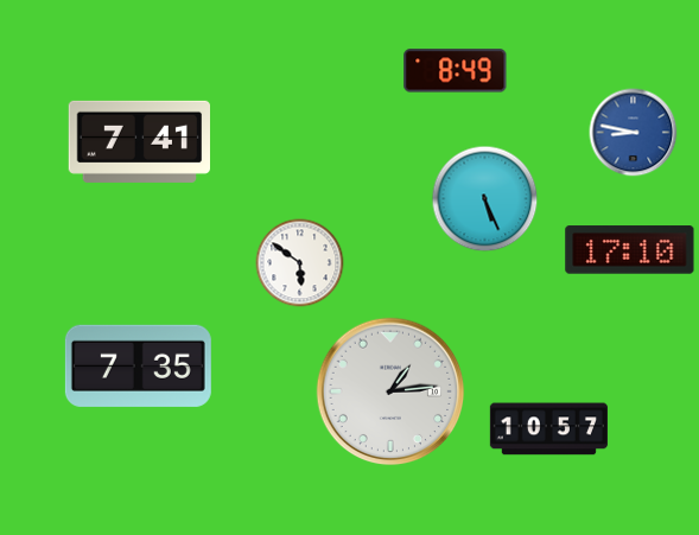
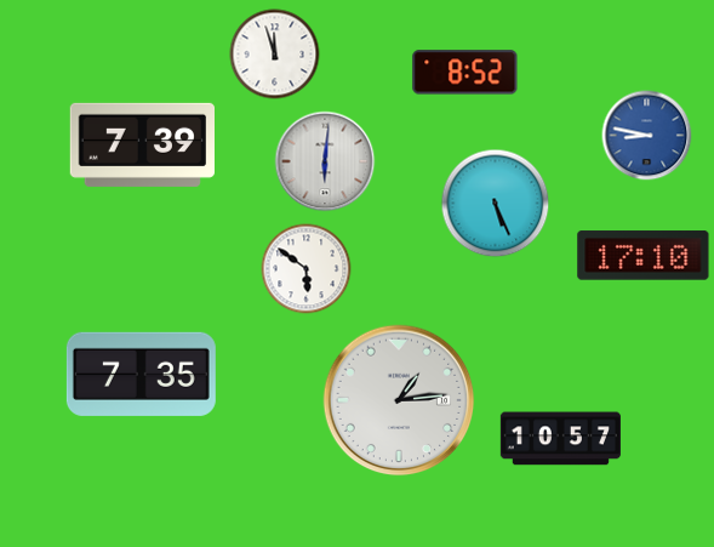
clock at (275, 55): none -> 11:57
clock at (456, 71): 8:49 -> 8:52
clock at (139, 141): 7:41 -> 7:39
clock at (325, 161): none -> 6:01
